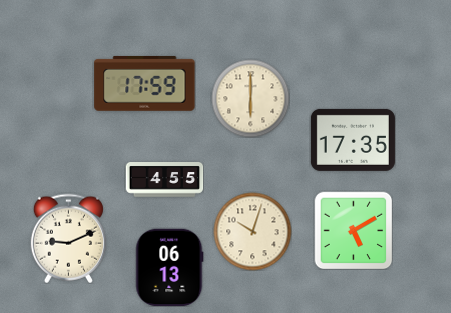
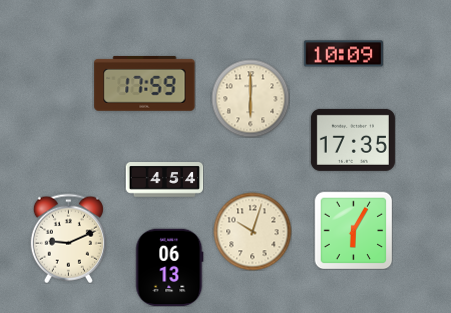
clock at (343, 54): none -> 10:09
clock at (164, 180): 4:55 -> 4:54
clock at (353, 230): 5:10 -> 6:05
